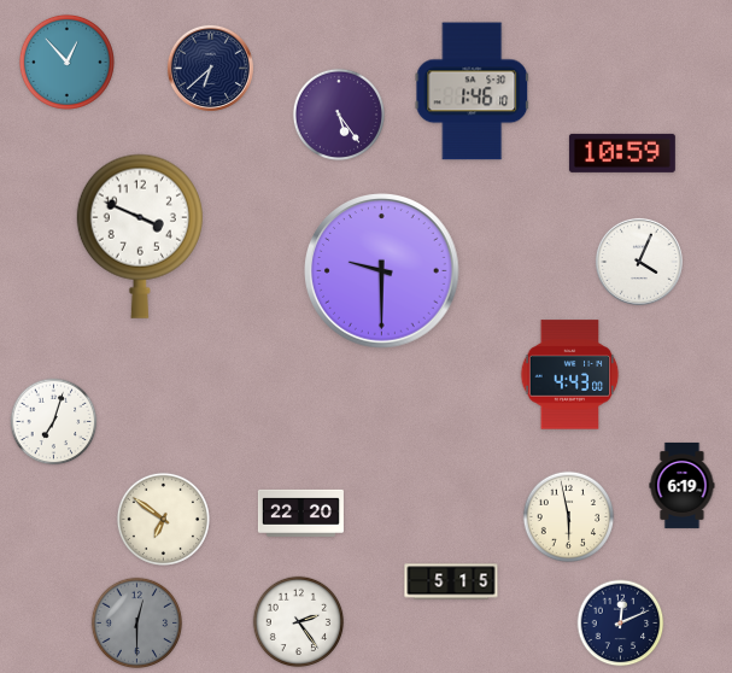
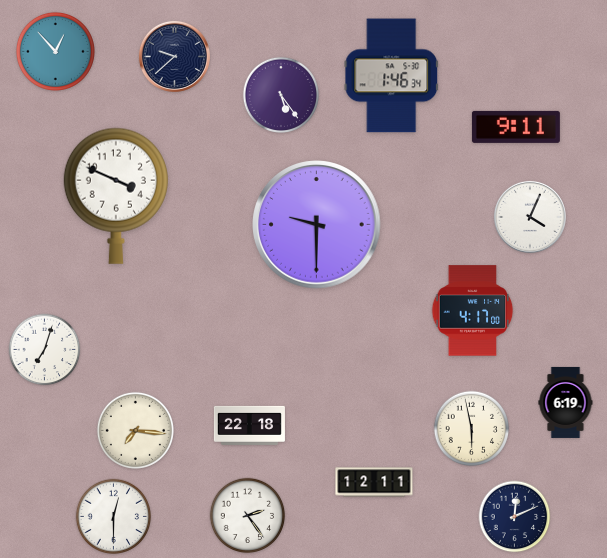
clock at (210, 68): 6:38 -> 9:38
clock at (473, 92): 1:46:10 -> 1:46:34
clock at (622, 153): 10:59 -> 9:11
clock at (570, 375): 4:43 -> 4:17
clock at (300, 513): 22:20 -> 22:18
clock at (163, 519): 6:51 -> 7:16
clock at (451, 581): 5:15 -> 12:11
clock at (137, 624) dial: grey -> white
